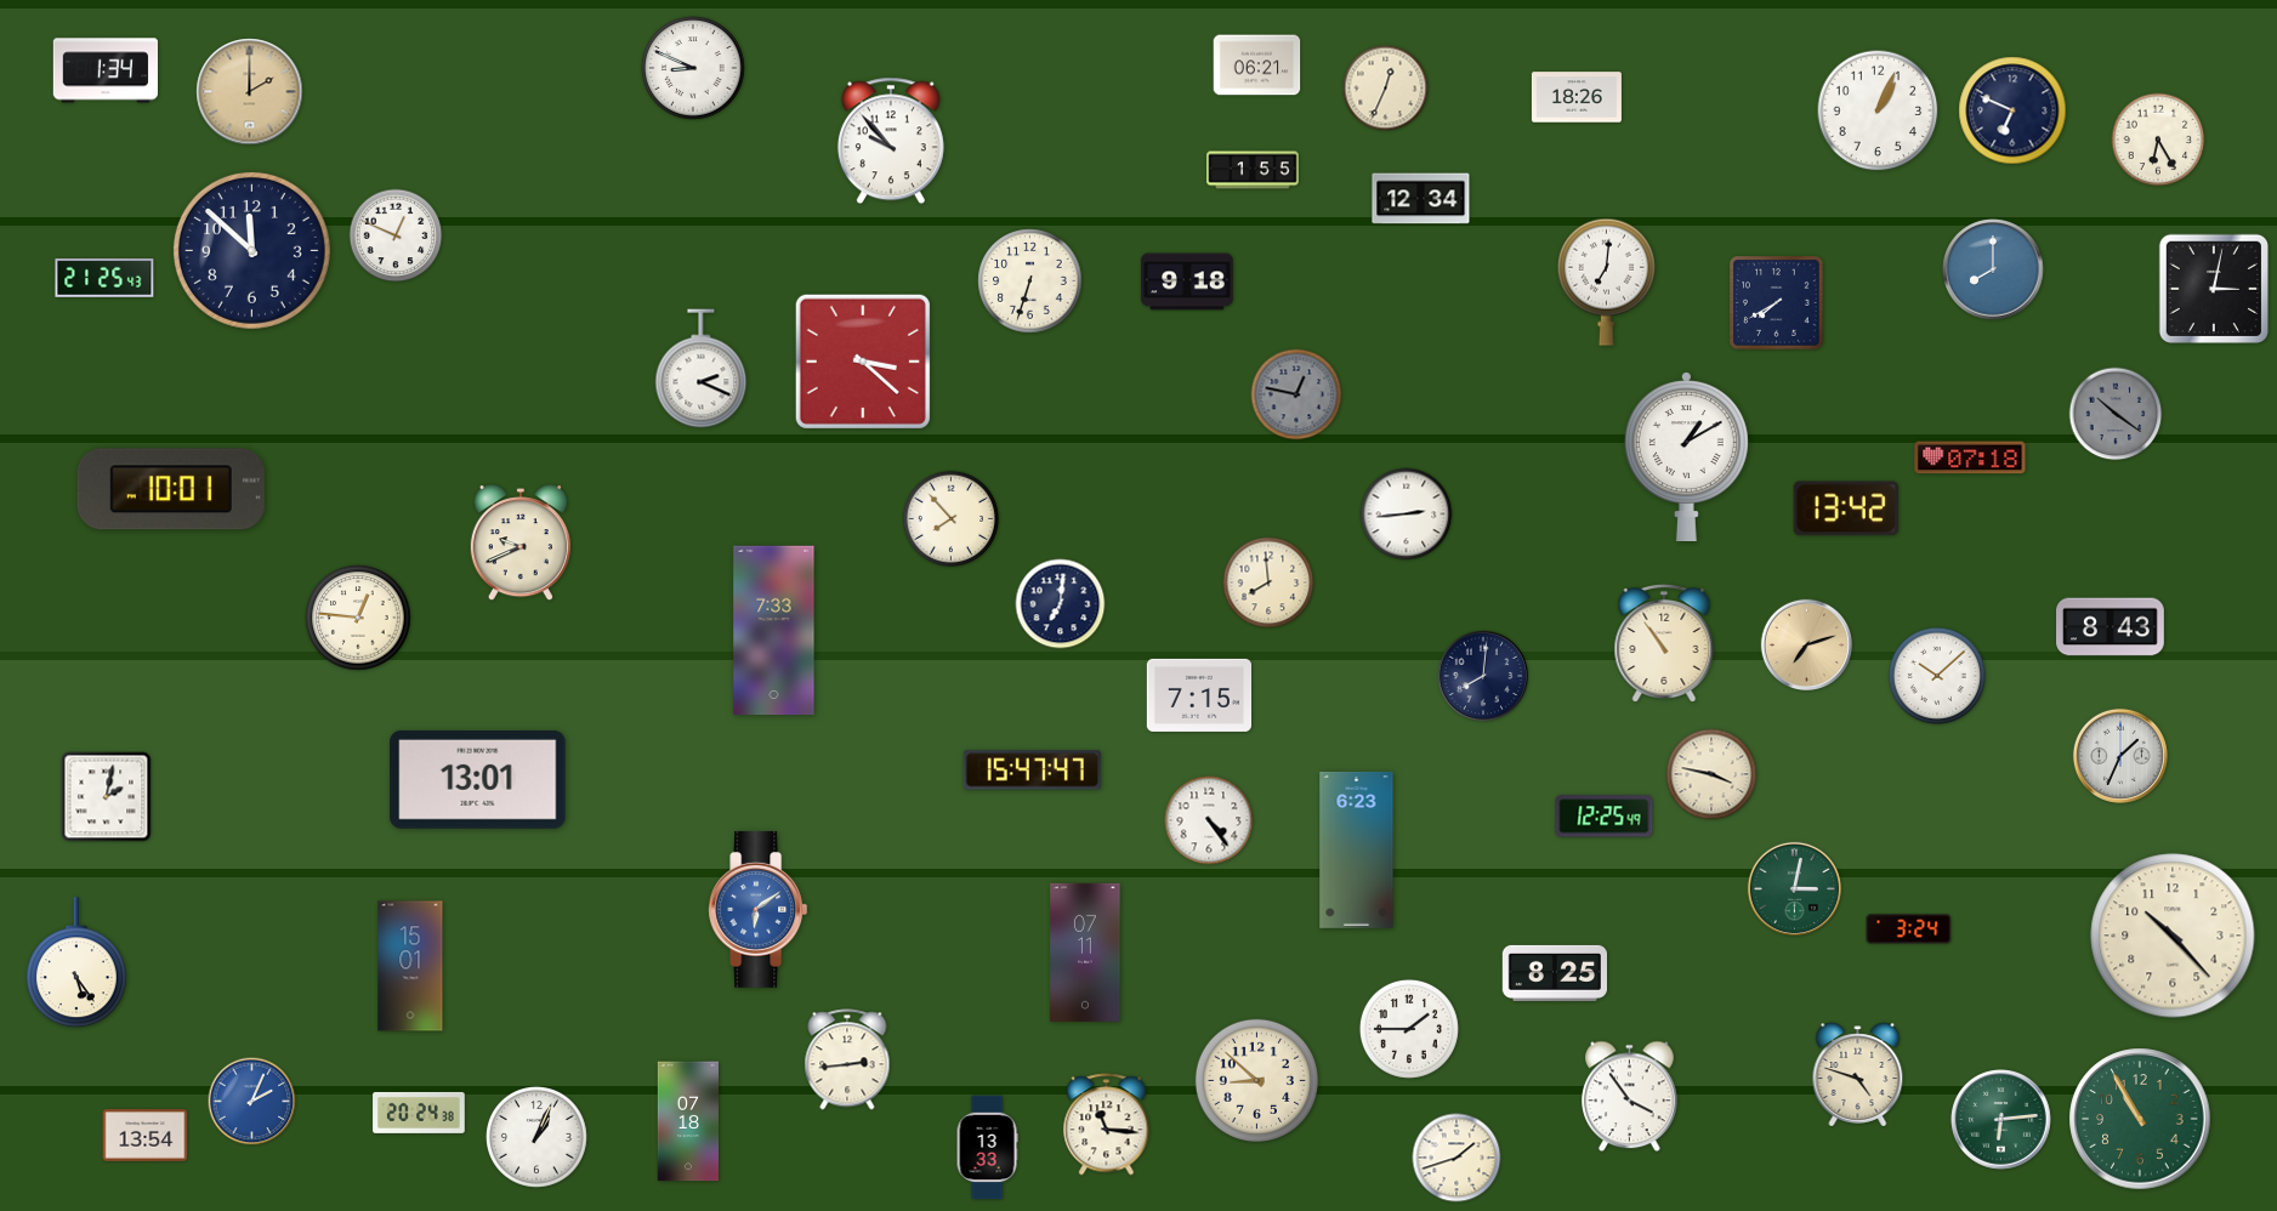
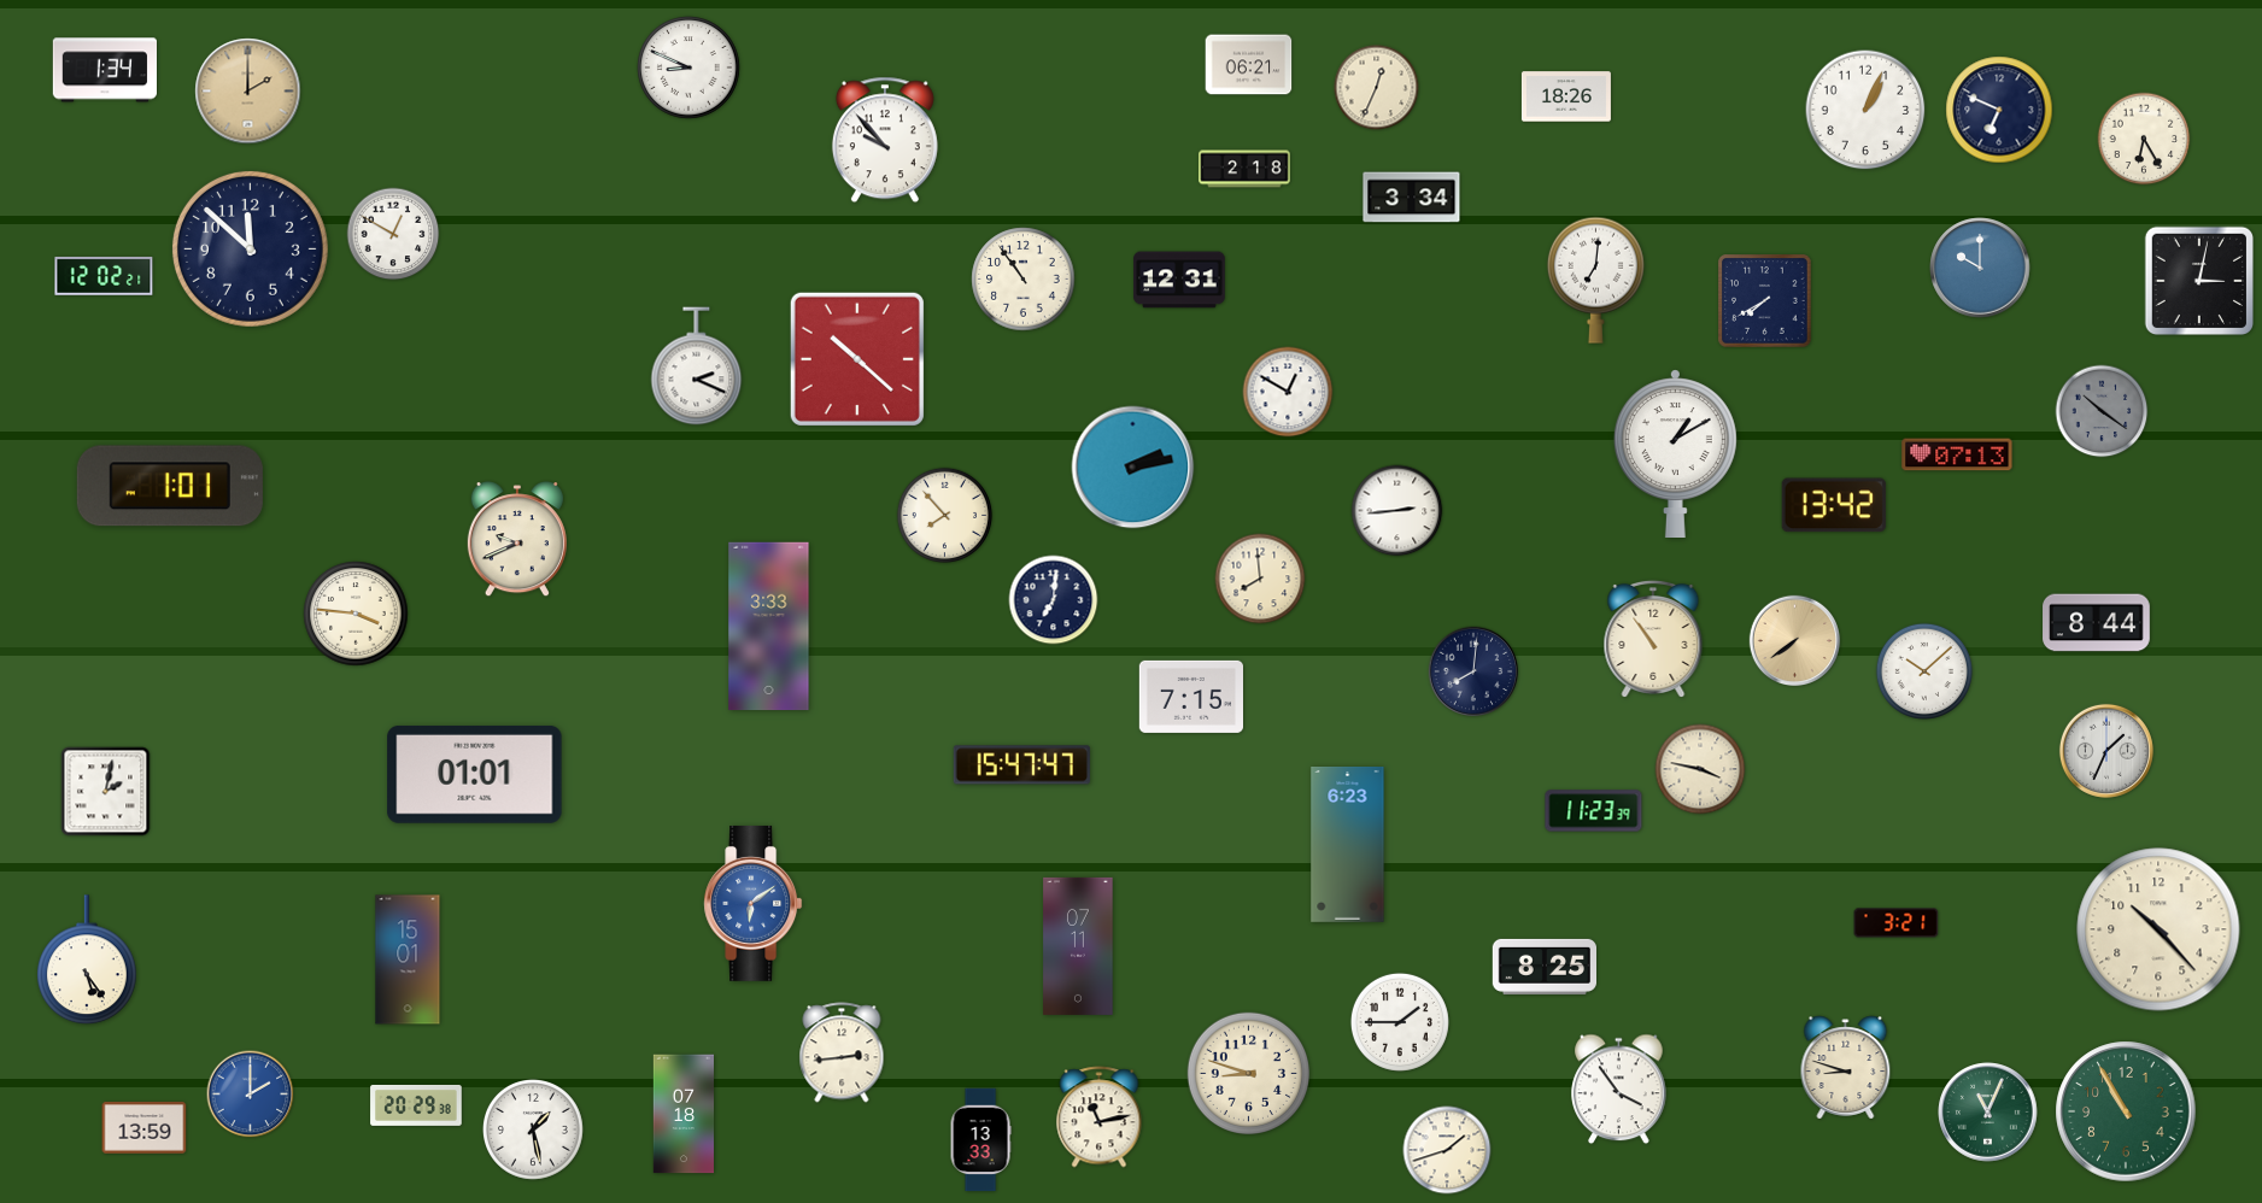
clock at (1253, 170): 1:55 -> 2:18
clock at (1421, 199): 12:34 -> 3:34
clock at (396, 235): 12:49 -> 12:50
clock at (1993, 269): 8:00 -> 10:00
clock at (104, 278): 21:25 -> 12:02
clock at (1030, 282): 6:33 -> 10:54
clock at (1187, 282): 9:18 -> 12:31
clock at (2213, 288) position: (2213, 288) -> (2198, 280)
clock at (863, 362): 3:22 -> 10:22
clock at (1296, 394): 12:47 -> 12:50
clock at (1296, 394) dial: grey -> white
clock at (1970, 457): 07:18 -> 07:13
clock at (1133, 468): none -> 2:13
clock at (171, 489): 10:01 -> 1:01
clock at (358, 618): 12:46 -> 3:46
clock at (2111, 627): 8:43 -> 8:44
clock at (774, 631): 7:33 -> 3:33
clock at (1807, 646): 7:12 -> 7:39
clock at (1198, 695) position: (1198, 695) -> (1190, 697)
clock at (1032, 771) position: (1032, 771) -> (1021, 765)
clock at (478, 779): 13:01 -> 01:01
clock at (1605, 817): 12:25 -> 11:23
clock at (1209, 820): 4:24 -> none
clock at (1794, 888): 3:02 -> none
clock at (1909, 929): 3:24 -> 3:21
clock at (78, 963) position: (78, 963) -> (88, 961)
clock at (1858, 1075): 4:48 -> 8:48
clock at (1257, 1081): 8:52 -> 8:48
clock at (252, 1102): 2:04 -> 2:00
clock at (419, 1113): 20:24 -> 20:29
clock at (2001, 1120): 6:14 -> 11:04
clock at (1107, 1125): 11:16 -> 11:13
clock at (146, 1136): 13:54 -> 13:59
clock at (538, 1138): 1:04 -> 1:28
